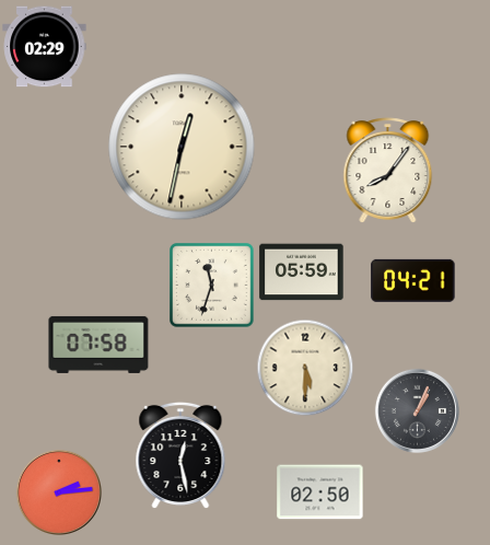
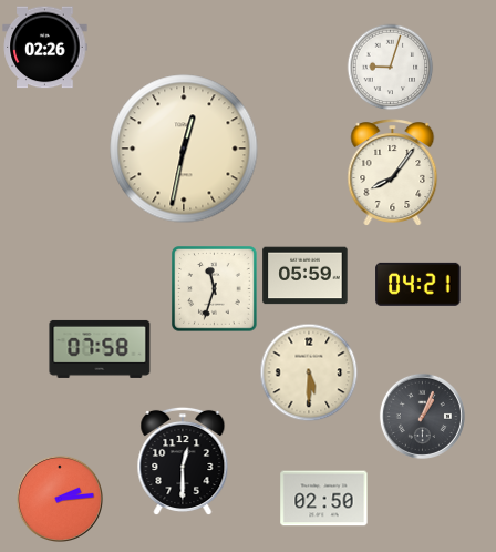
clock at (45, 47): 02:29 -> 02:26
clock at (390, 67): none -> 9:03
clock at (180, 455): 12:28 -> 12:30
